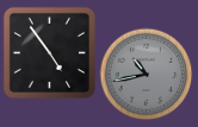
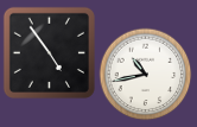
clock at (146, 74) dial: grey -> white
